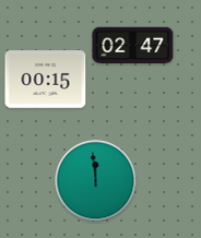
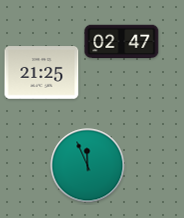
clock at (46, 80): 00:15 -> 21:25
clock at (96, 181): 11:59 -> 11:56
